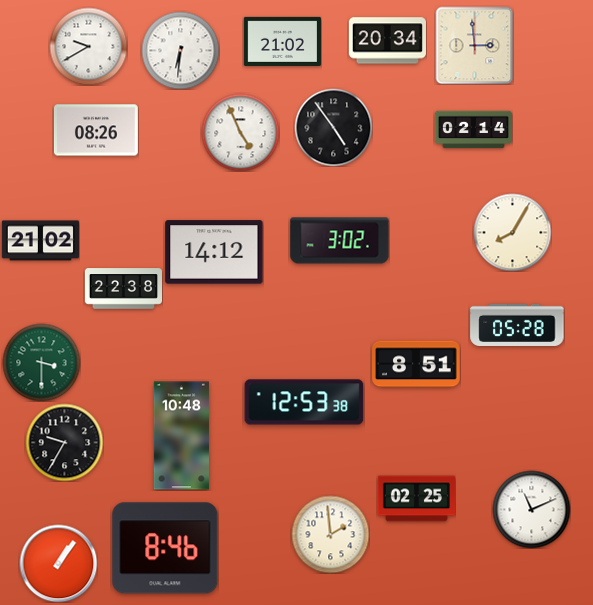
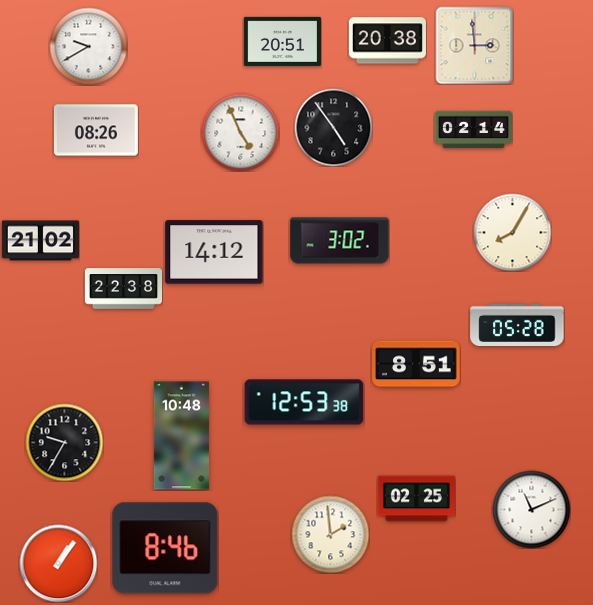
clock at (282, 41): 21:02 -> 20:51
clock at (387, 41): 20:34 -> 20:38
clock at (180, 50): 6:31 -> none
clock at (41, 362): 3:30 -> none
